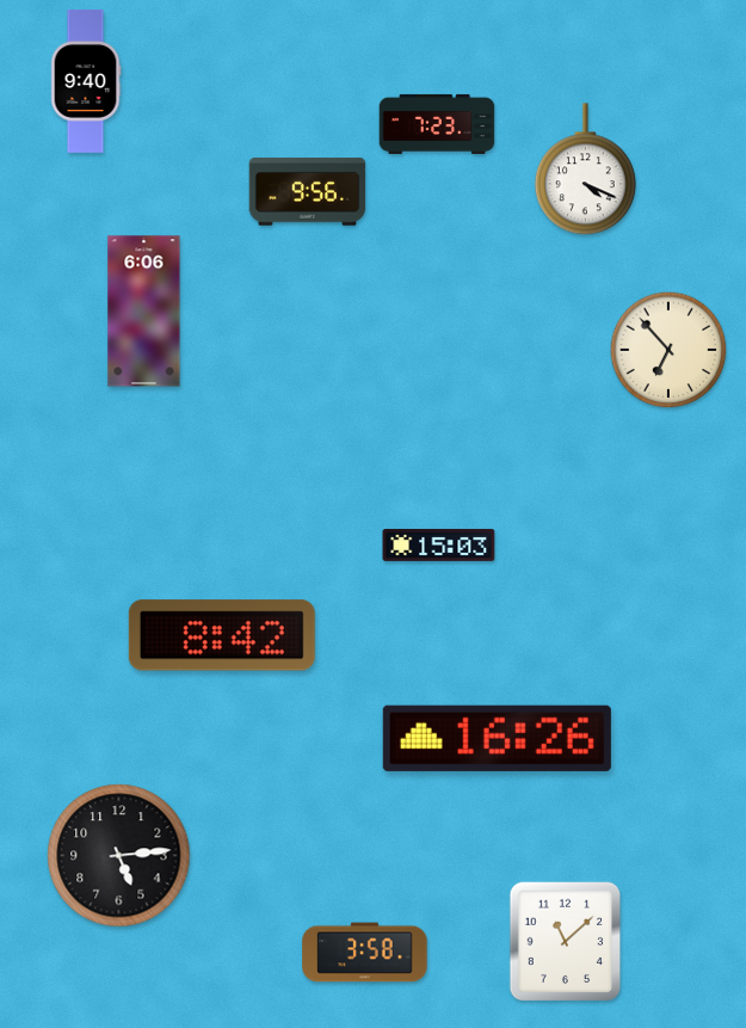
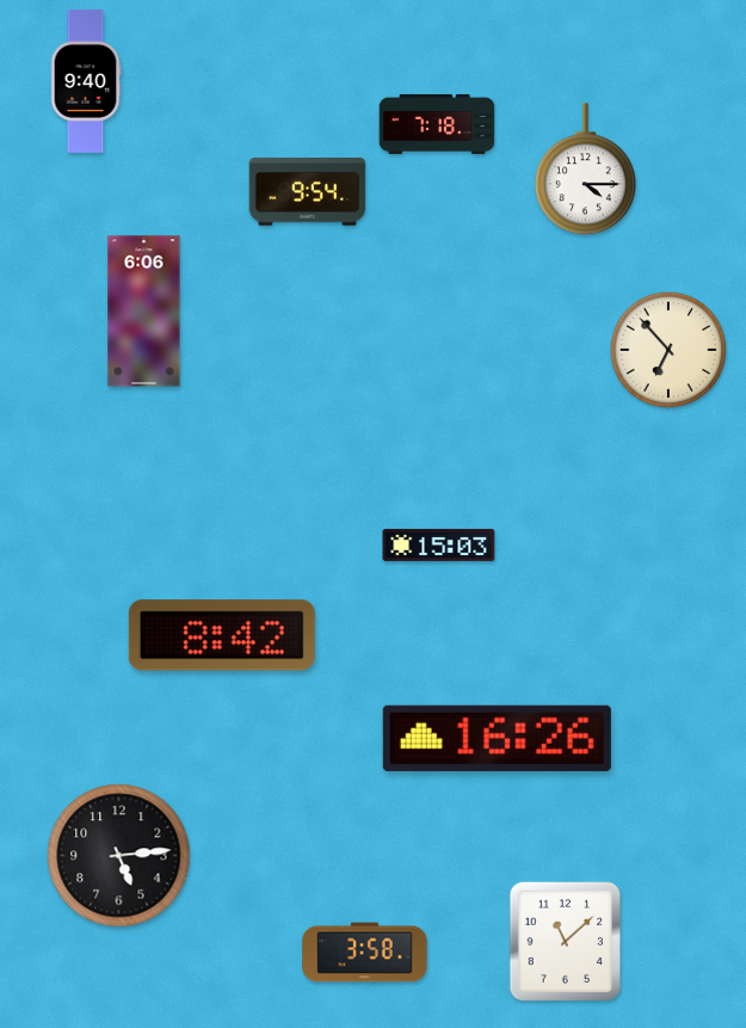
clock at (437, 124): 7:23 -> 7:18
clock at (585, 170): 4:19 -> 4:15
clock at (308, 192): 9:56 -> 9:54
